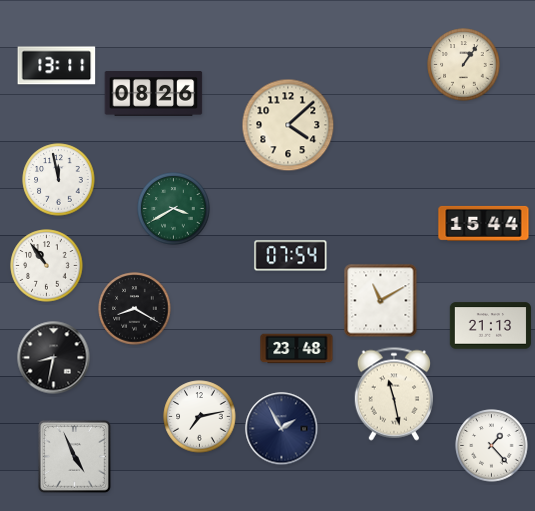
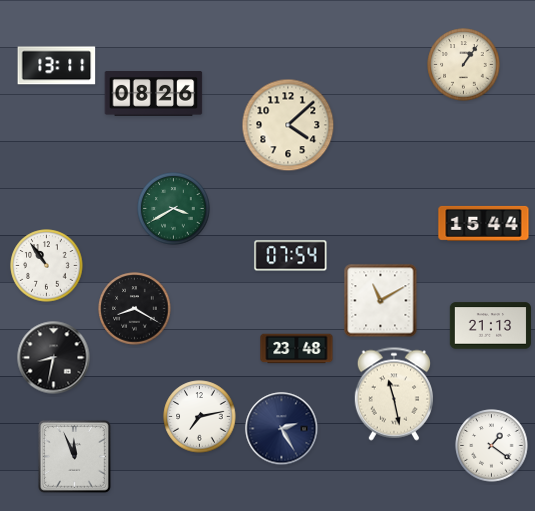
clock at (59, 180): 11:58 -> none
clock at (282, 429): 1:55 -> 2:25
clock at (492, 446): 1:23 -> 1:21
clock at (74, 456): 4:56 -> 11:56
